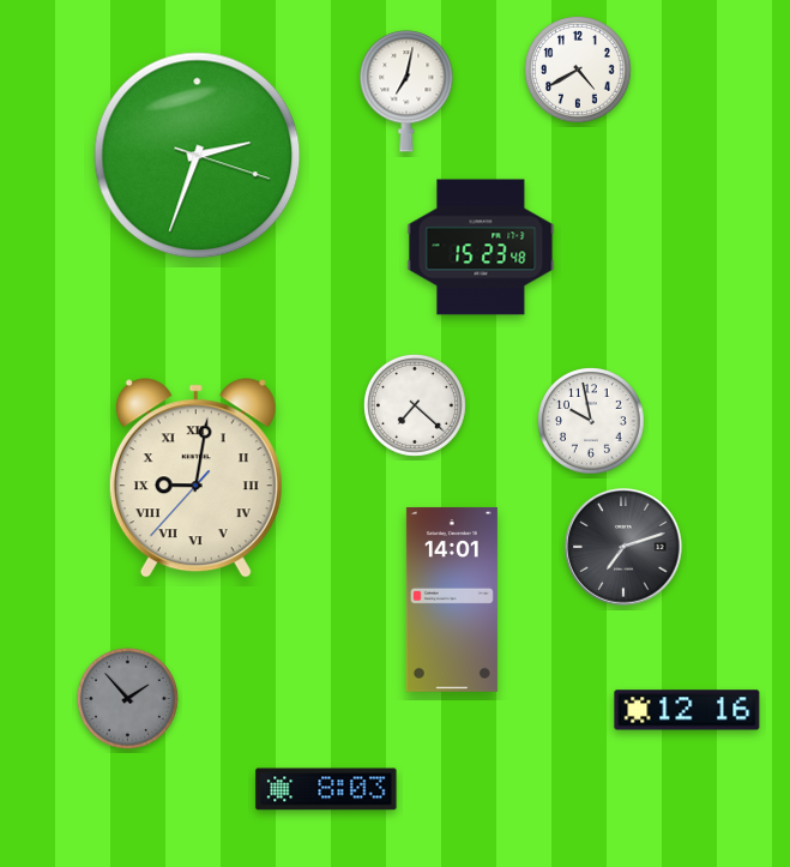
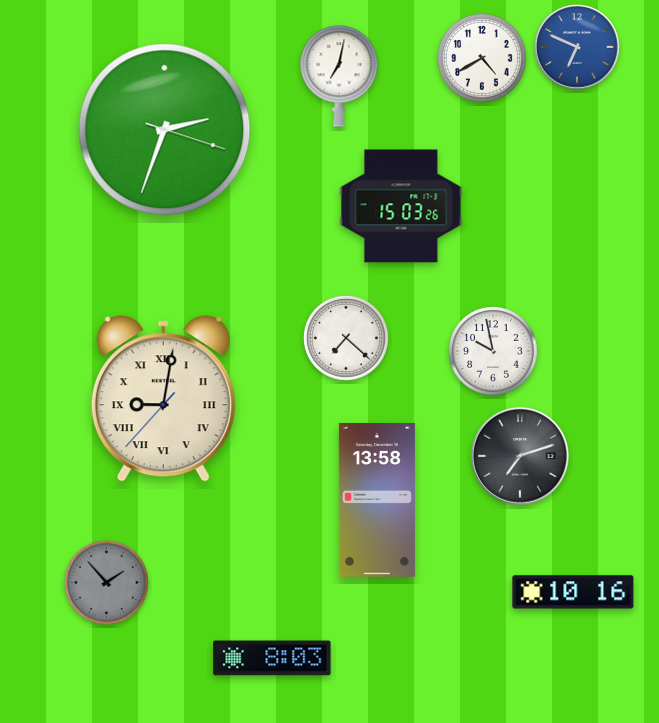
clock at (578, 48): none -> 6:49
clock at (481, 247): 15:23 -> 15:03
clock at (452, 600): 14:01 -> 13:58
clock at (687, 710): 12:16 -> 10:16
